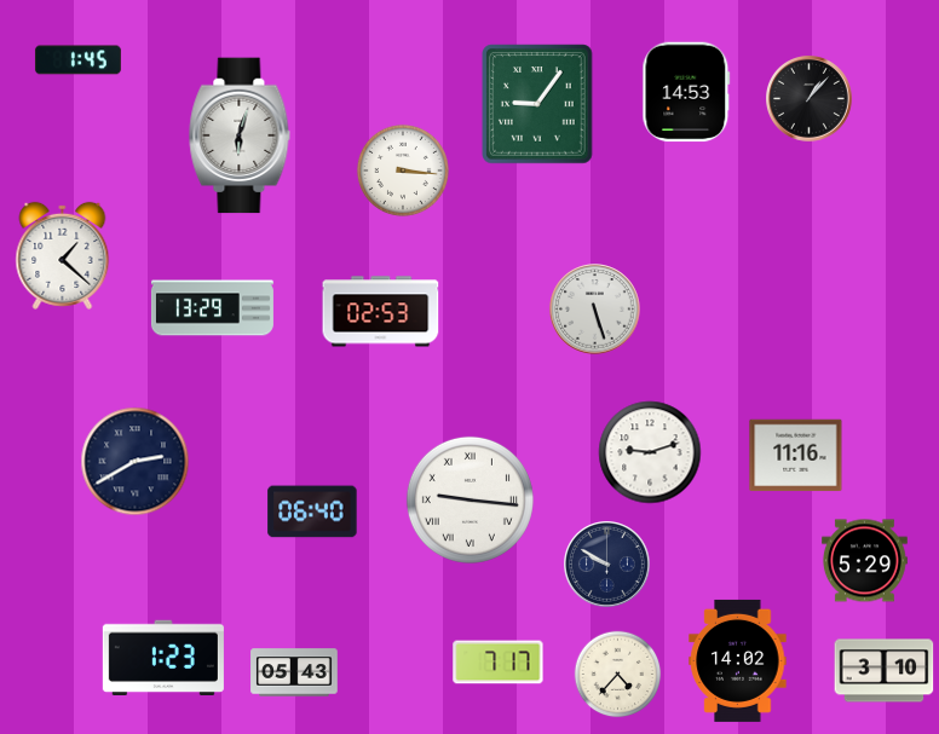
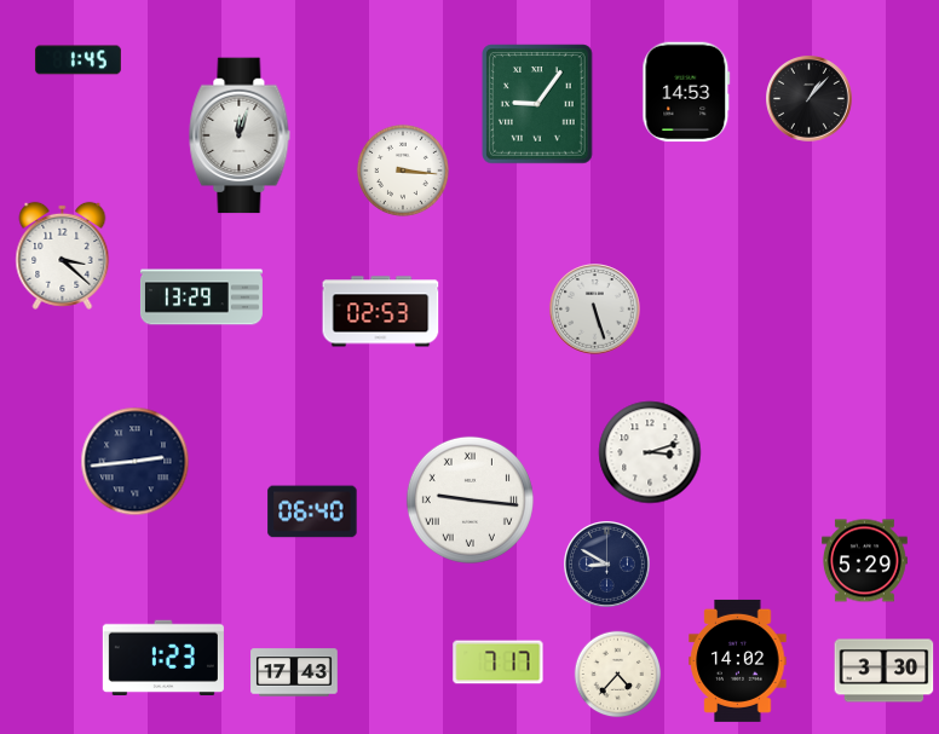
clock at (240, 135): 6:03 -> 12:03
clock at (63, 255): 1:22 -> 3:22
clock at (212, 308) position: (212, 308) -> (201, 297)
clock at (650, 452): 9:12 -> 3:12
clock at (796, 456): 11:16 -> none
clock at (136, 462): 2:40 -> 2:44
clock at (607, 565): 9:50 -> 8:50
clock at (885, 671): 3:10 -> 3:30
clock at (294, 672): 05:43 -> 17:43
